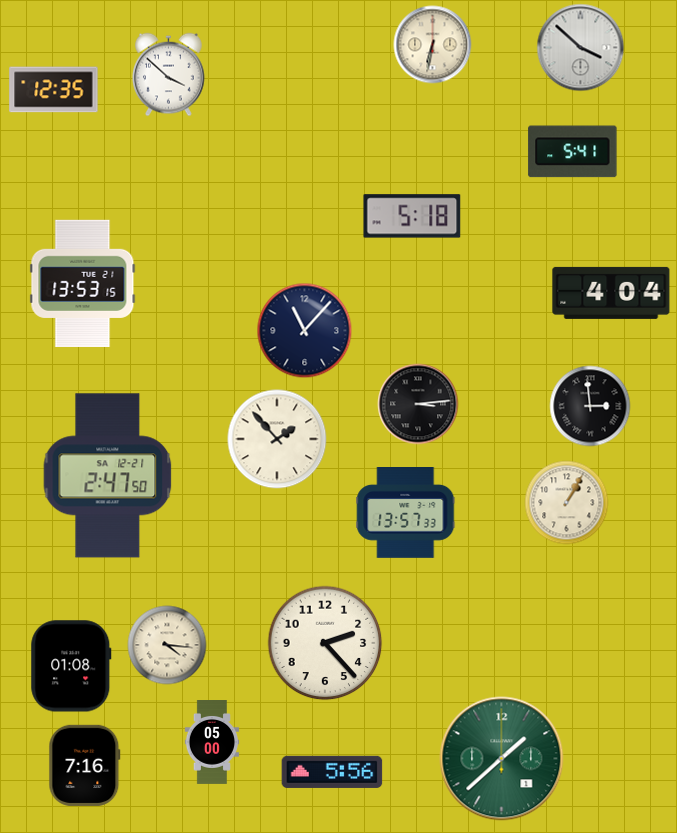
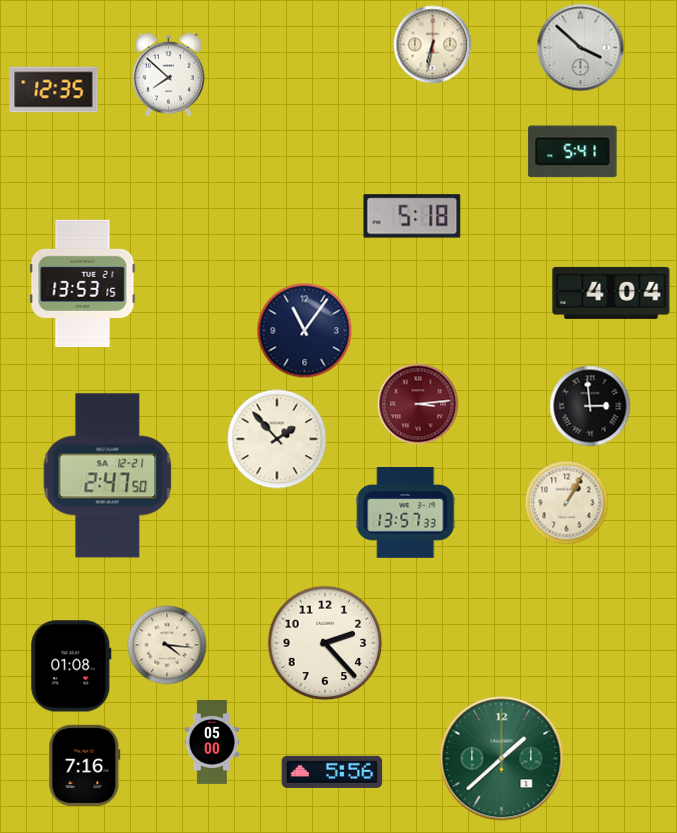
clock at (169, 75): 3:52 -> 7:52
clock at (305, 331): 11:07 -> 11:06
clock at (418, 404) dial: black -> burgundy
